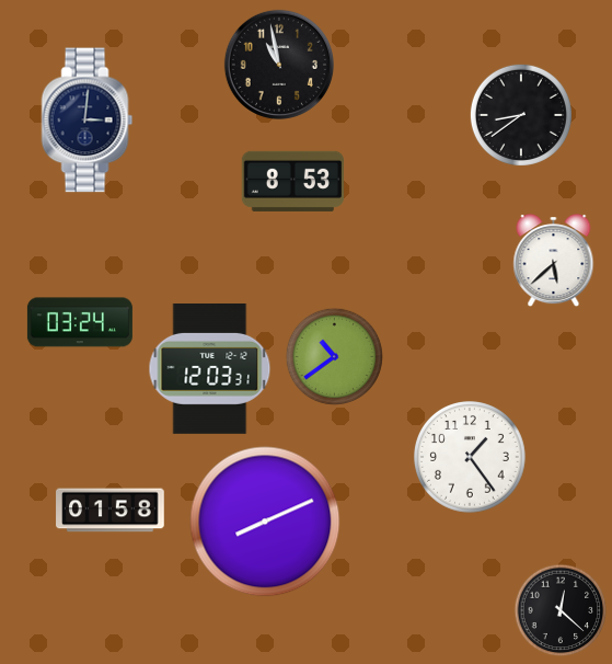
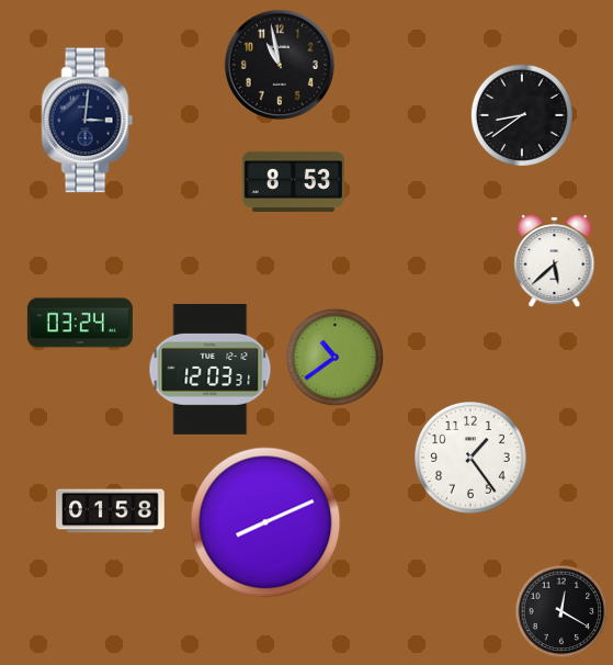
clock at (561, 610): 12:22 -> 12:20
